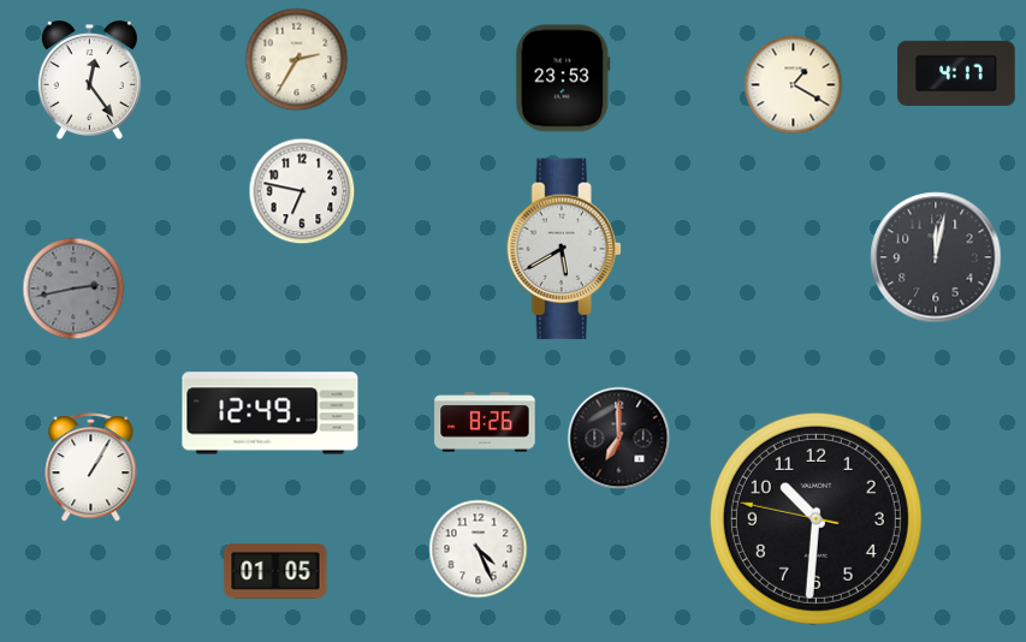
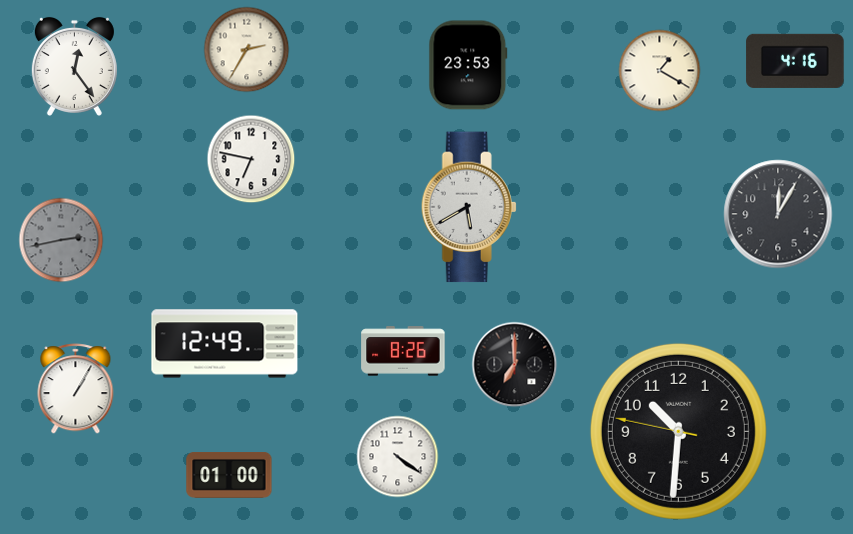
clock at (956, 73): 4:17 -> 4:16
clock at (936, 257): 12:02 -> 12:05
clock at (479, 549): 4:26 -> 4:21
clock at (275, 572): 01:05 -> 01:00
